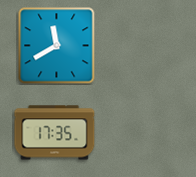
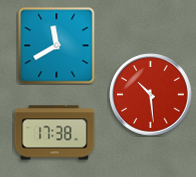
clock at (151, 95): none -> 10:29
clock at (55, 133): 17:35 -> 17:38
